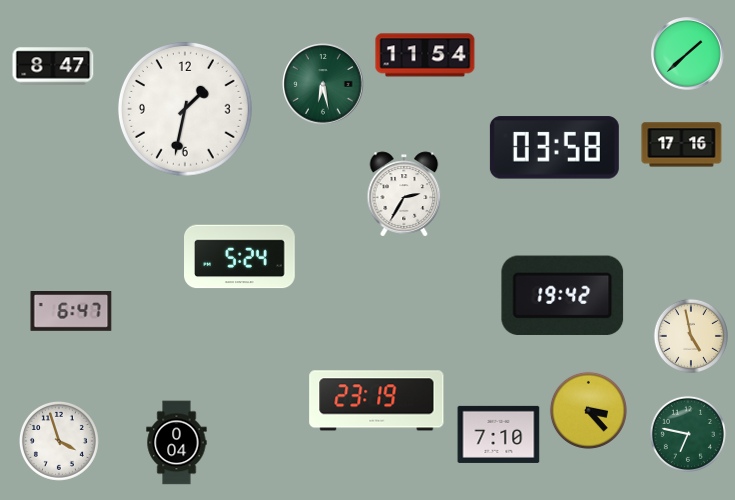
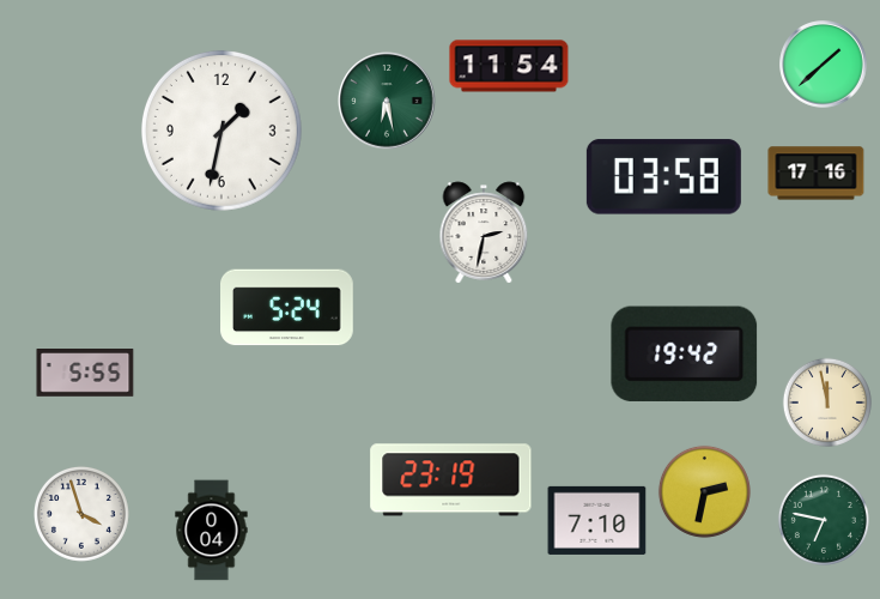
clock at (53, 66): 8:47 -> none
clock at (404, 194): 2:35 -> 2:32
clock at (563, 295) position: (563, 295) -> (685, 353)
clock at (71, 311): 6:47 -> 5:55
clock at (691, 336): 4:58 -> 11:58
clock at (588, 410): 3:23 -> 2:32
clock at (59, 441) position: (59, 441) -> (81, 514)
